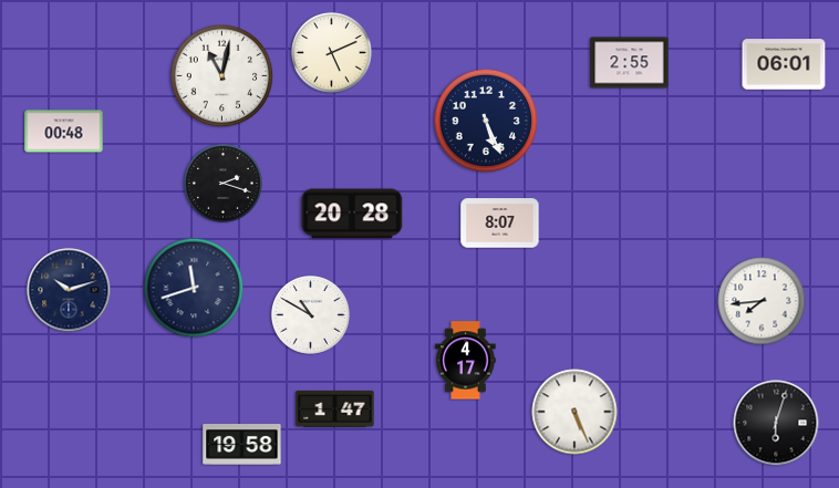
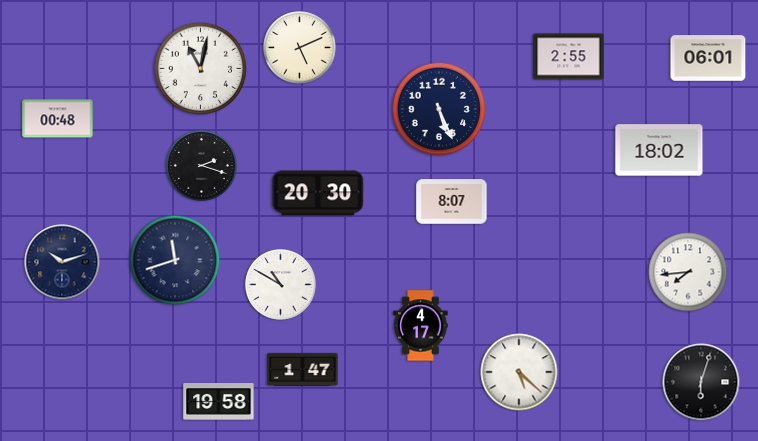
clock at (659, 150): none -> 18:02
clock at (352, 214): 20:28 -> 20:30
clock at (574, 412): 5:26 -> 5:22
